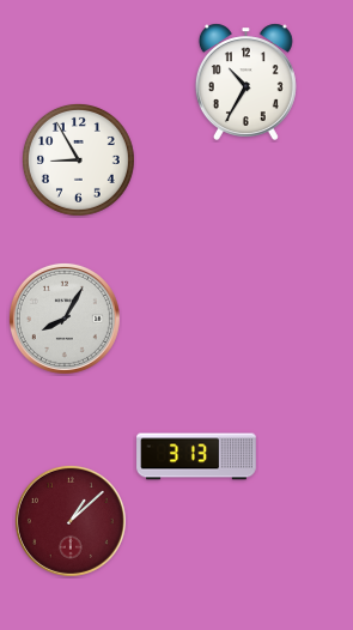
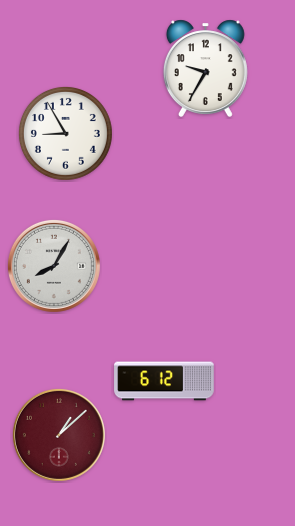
clock at (245, 81): 10:35 -> 9:35
clock at (196, 456): 3:13 -> 6:12
